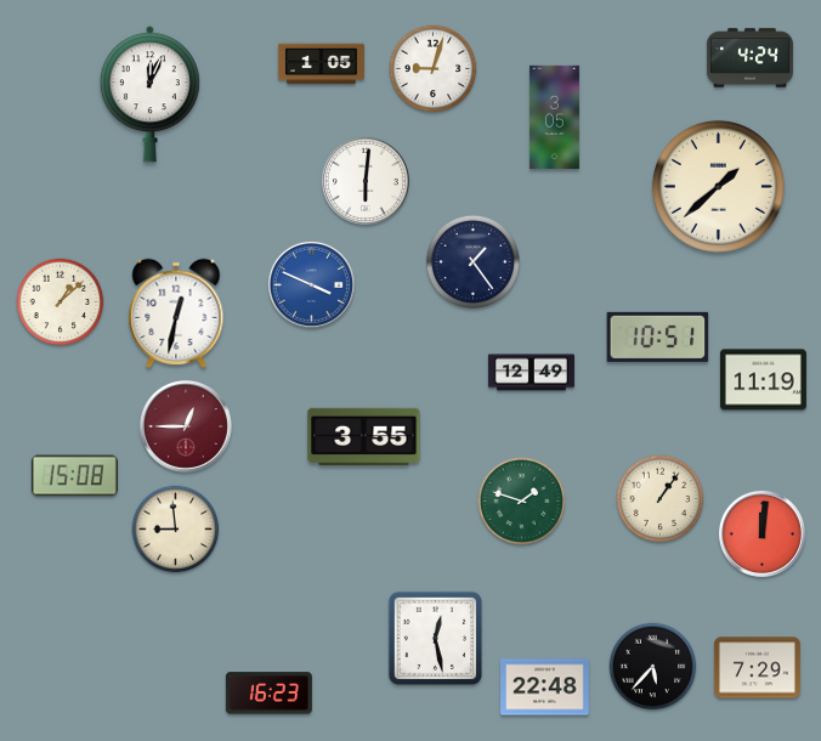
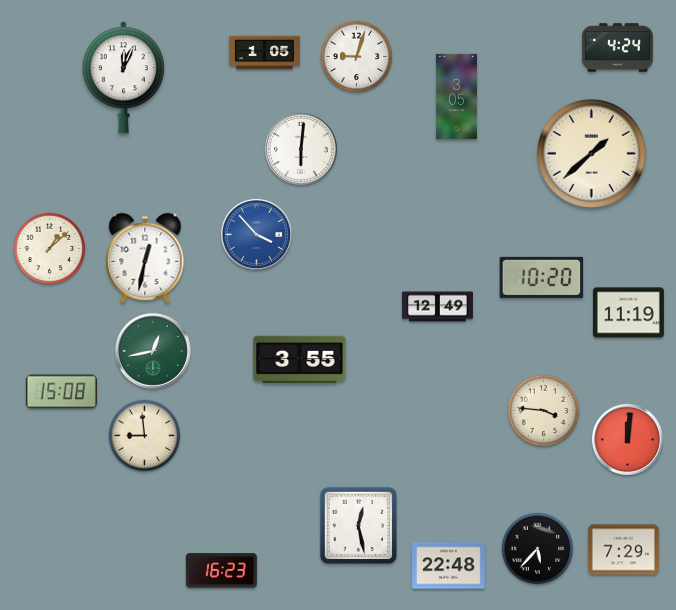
clock at (472, 261): 1:24 -> none
clock at (311, 284): 3:49 -> 3:53
clock at (658, 336): 10:51 -> 10:20
clock at (187, 428): 12:45 -> 12:43
clock at (187, 428) dial: burgundy -> green
clock at (661, 499): 1:06 -> 3:46
clock at (522, 502): 1:48 -> none
